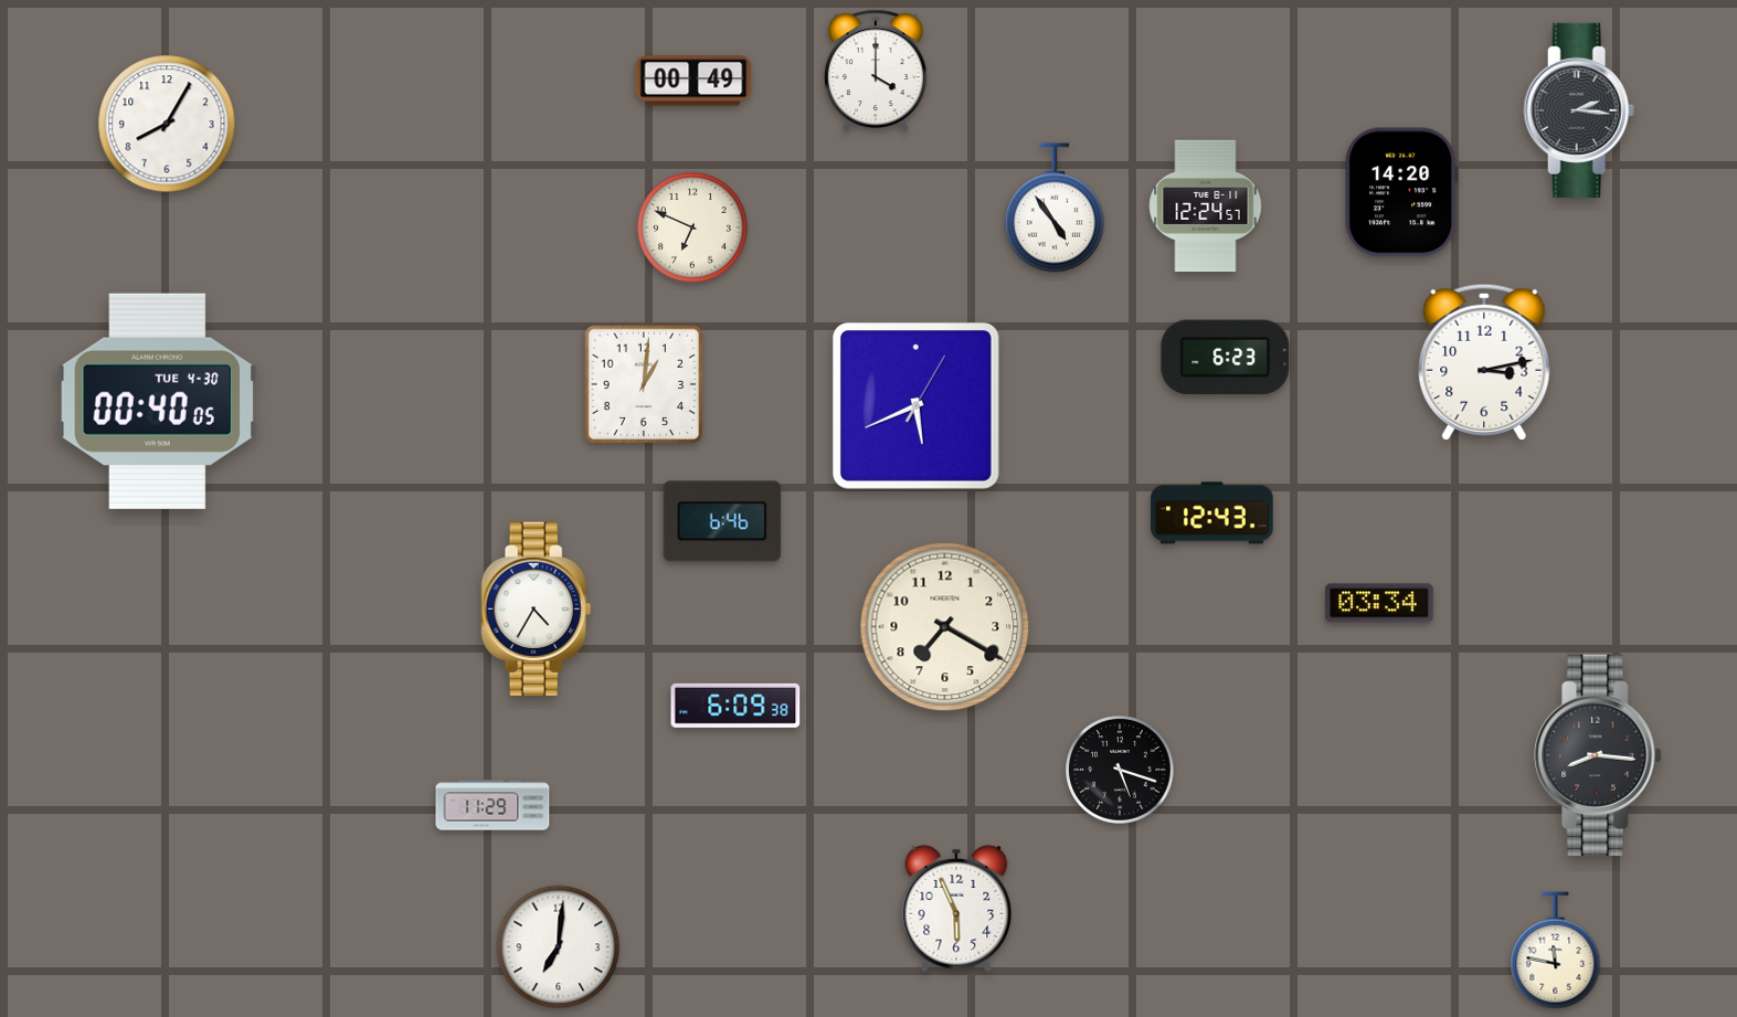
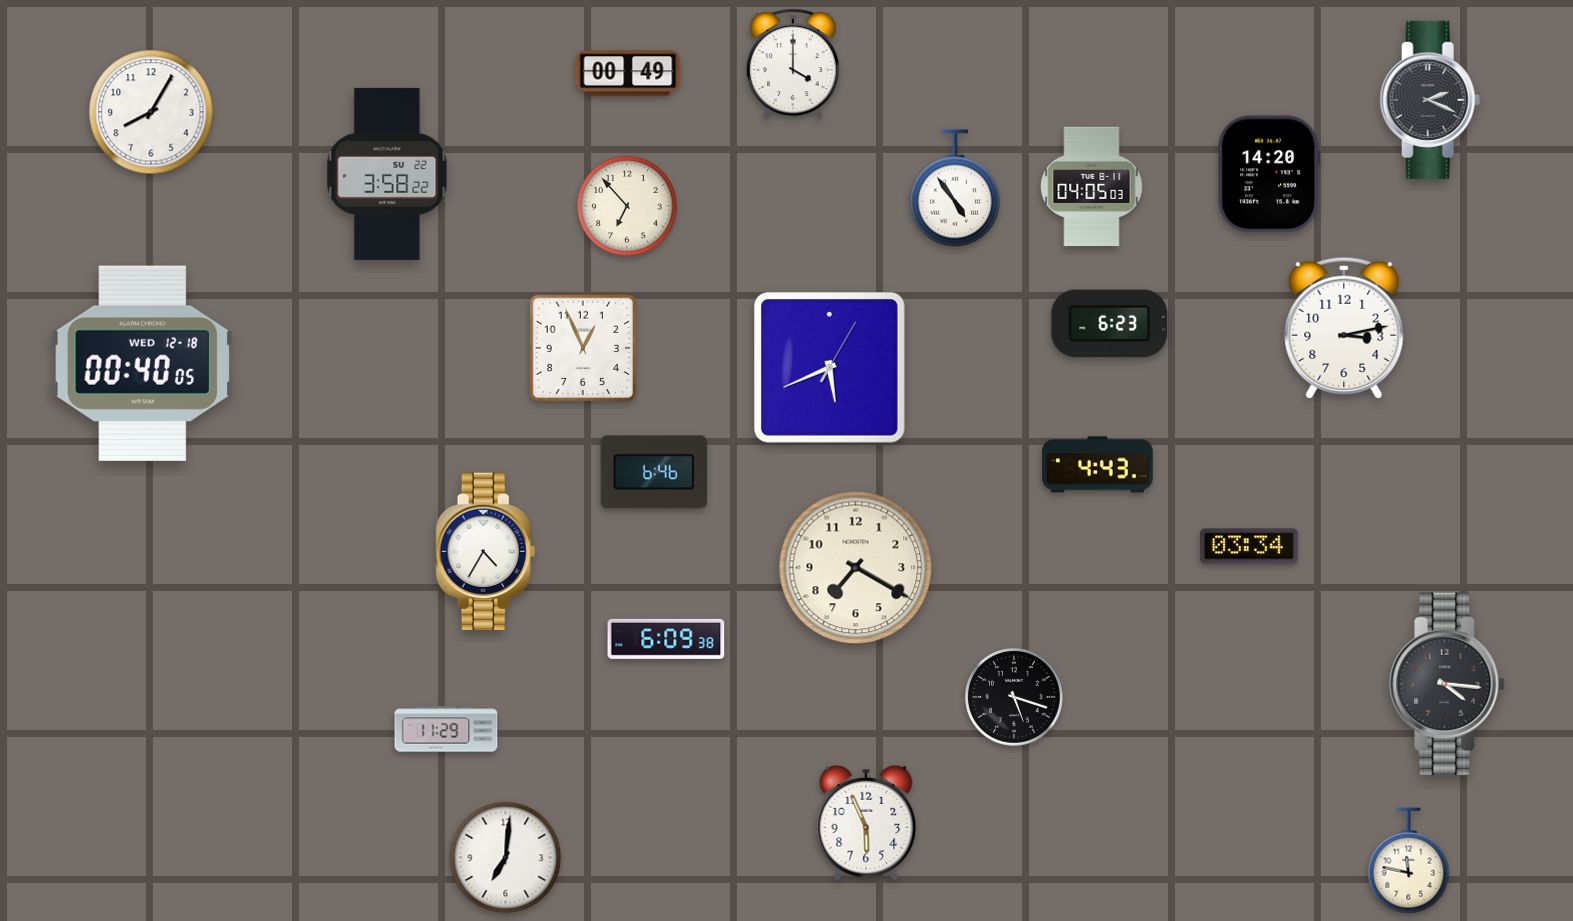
clock at (1579, 110): 2:16 -> 2:19
clock at (387, 174): none -> 3:58
clock at (1206, 206): 12:24 -> 04:05
clock at (692, 227): 6:49 -> 6:53
clock at (644, 384): 1:01 -> 12:56
clock at (157, 401) date: TUE 4-30 -> WED 12-18
clock at (1212, 513): 12:43 -> 4:43
clock at (1598, 754): 8:16 -> 4:16
